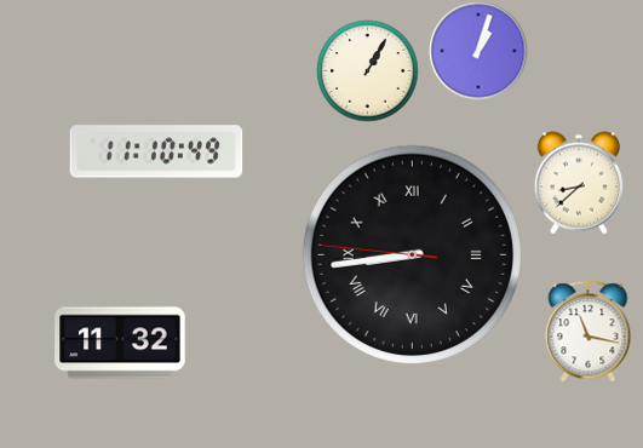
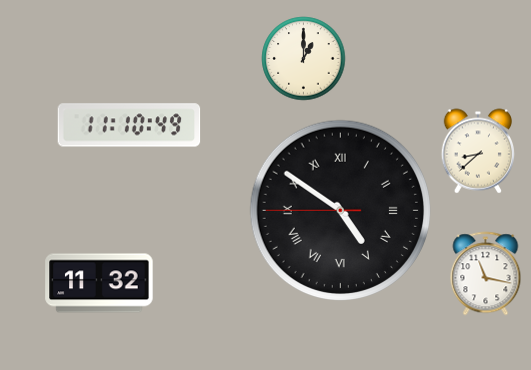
clock at (478, 51): 1:03 -> none
clock at (367, 70): 1:05 -> 1:00
clock at (412, 254): 8:43 -> 4:50
